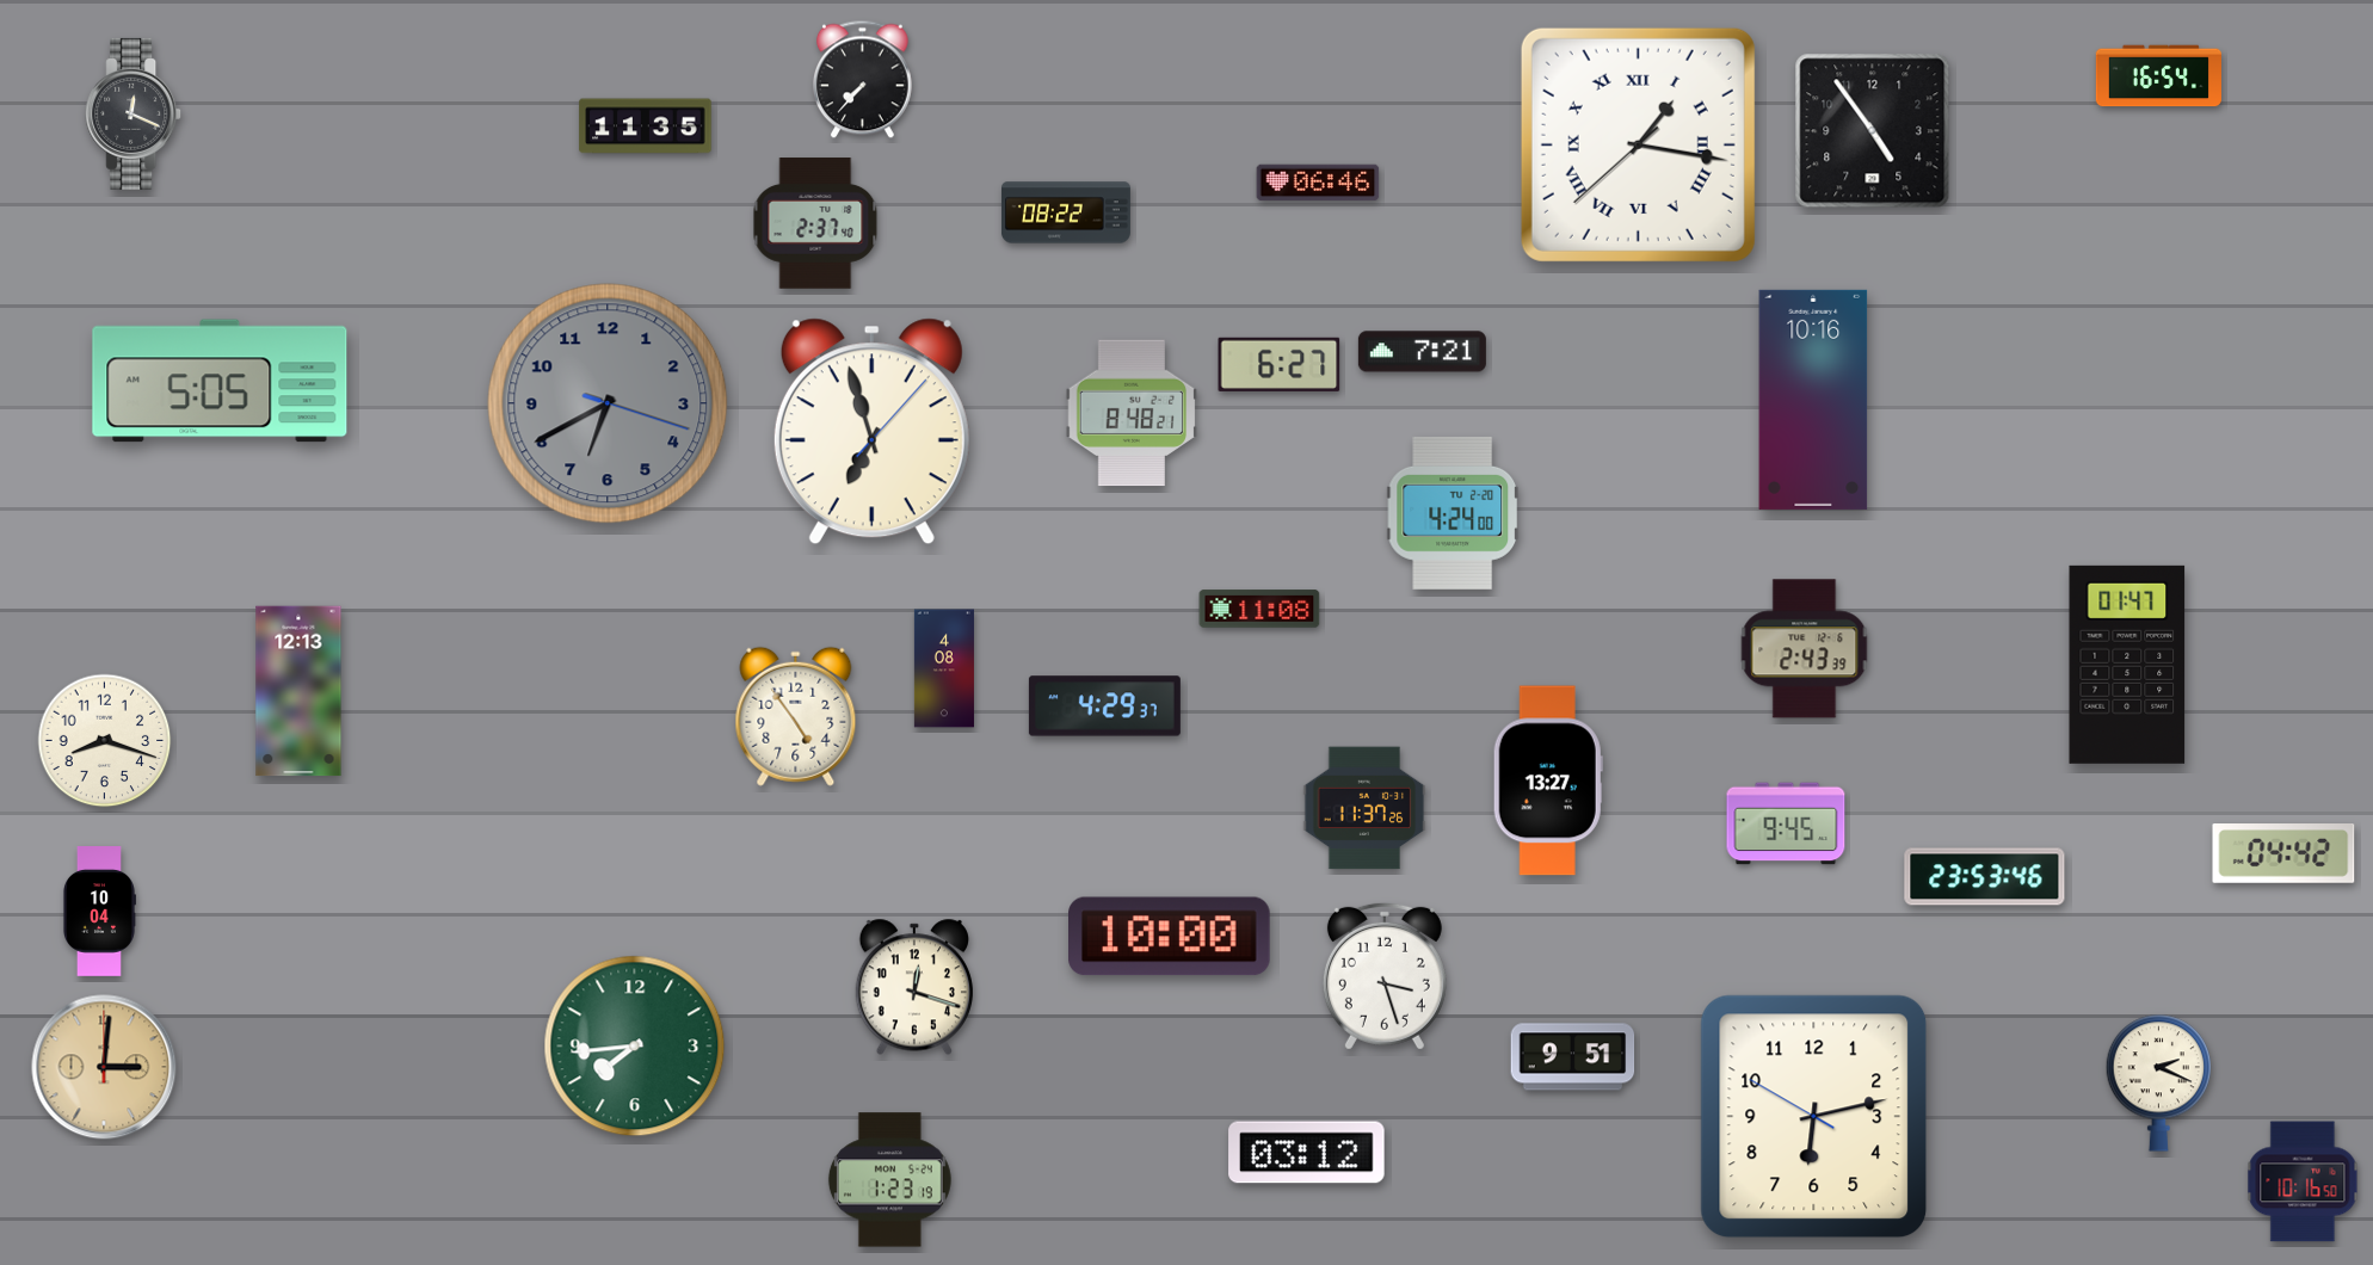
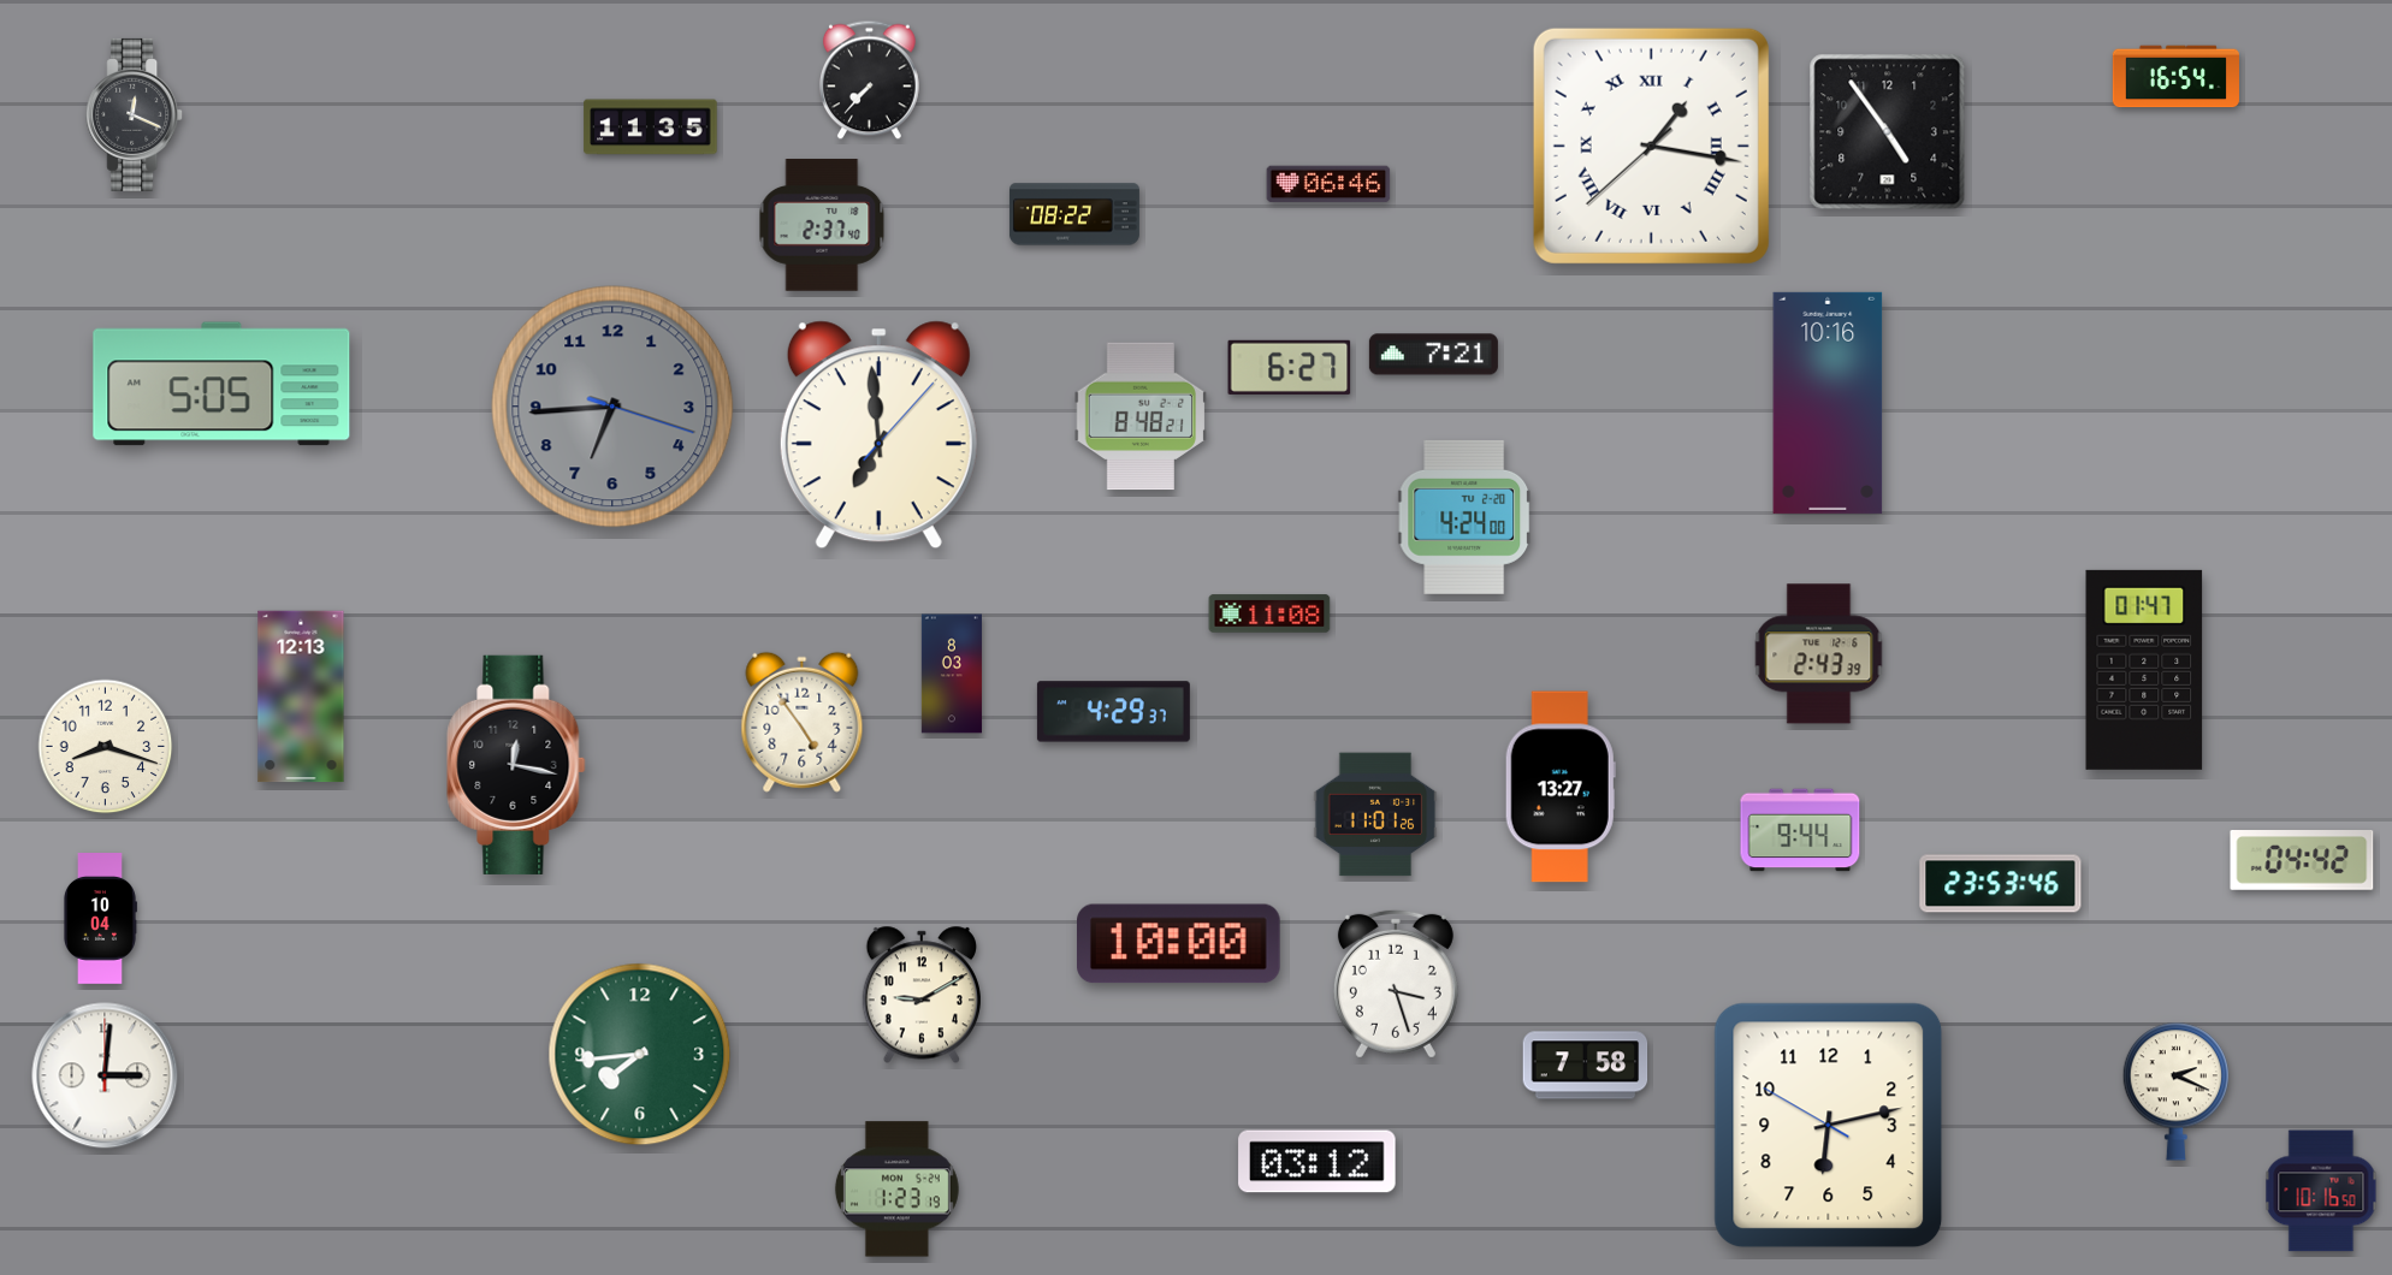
clock at (608, 403): 6:40 -> 6:44
clock at (871, 432): 6:57 -> 6:59
clock at (944, 668): 4:08 -> 8:03
clock at (516, 765): none -> 12:17
clock at (1364, 808): 11:37 -> 11:01
clock at (1786, 823): 9:45 -> 9:44
clock at (913, 987): 12:18 -> 9:10
clock at (1573, 1057): 9:51 -> 7:58
clock at (104, 1067) dial: champagne -> white
